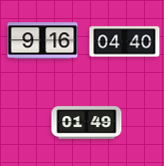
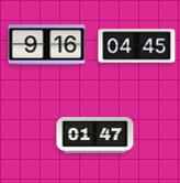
clock at (125, 42): 04:40 -> 04:45
clock at (87, 123): 01:49 -> 01:47
